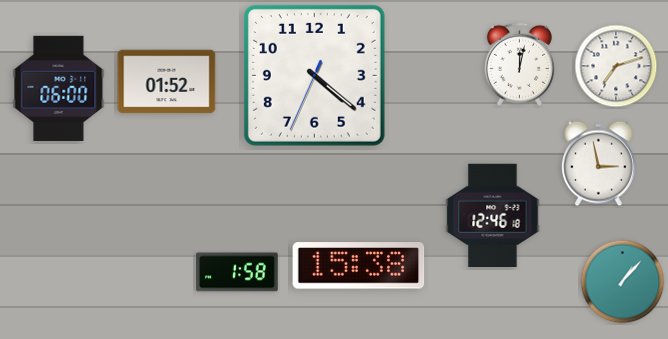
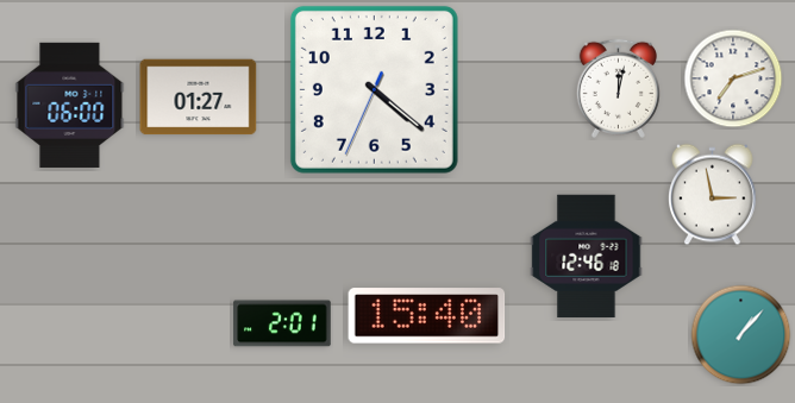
clock at (519, 64) position: (519, 64) -> (618, 88)
clock at (167, 82): 01:52 -> 01:27
clock at (359, 266): 15:38 -> 15:40
clock at (237, 272): 1:58 -> 2:01
